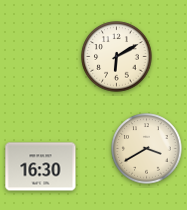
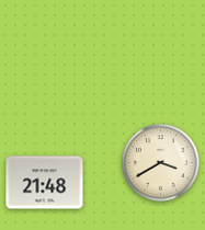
clock at (117, 57): 6:10 -> none
clock at (41, 167): 16:30 -> 21:48
